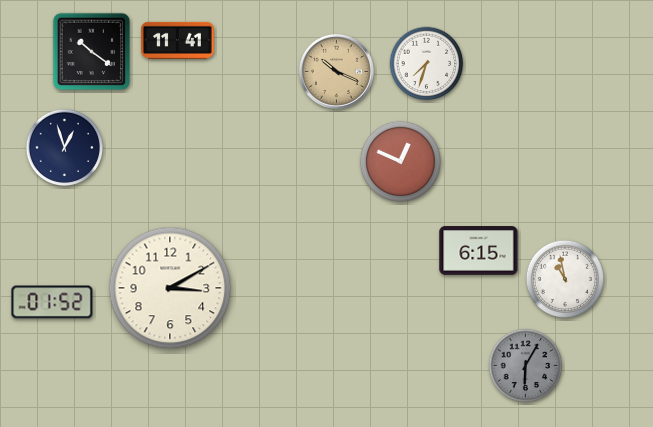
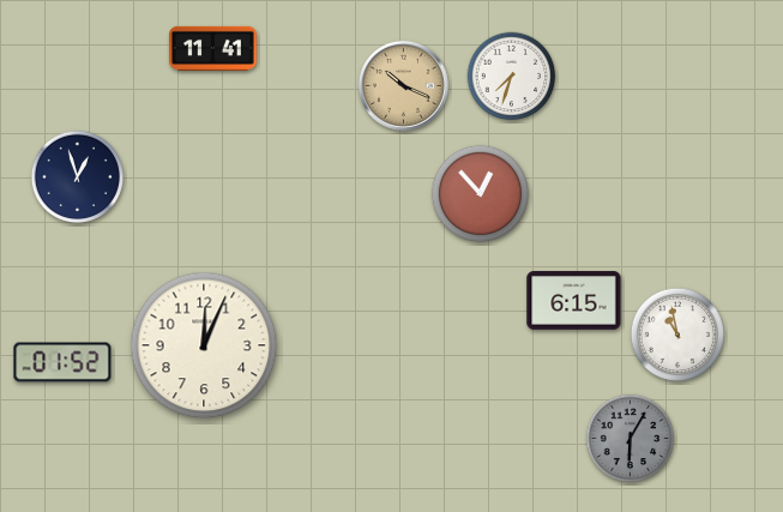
clock at (92, 52): 10:21 -> none
clock at (400, 161): 12:49 -> 12:53
clock at (170, 288): 3:10 -> 12:04
